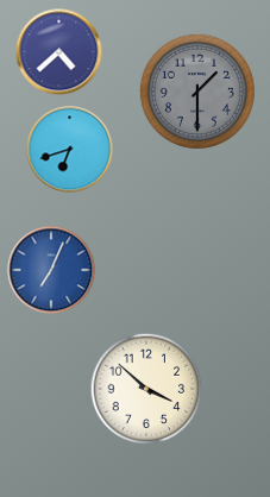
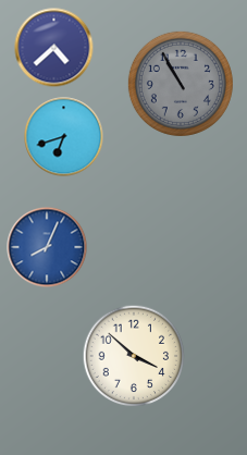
clock at (197, 92): 1:30 -> 10:55
clock at (51, 270): 7:04 -> 8:04
